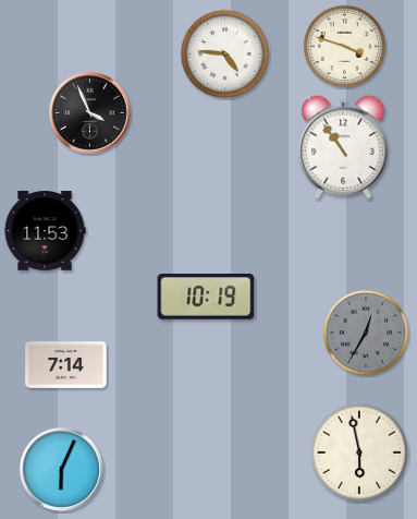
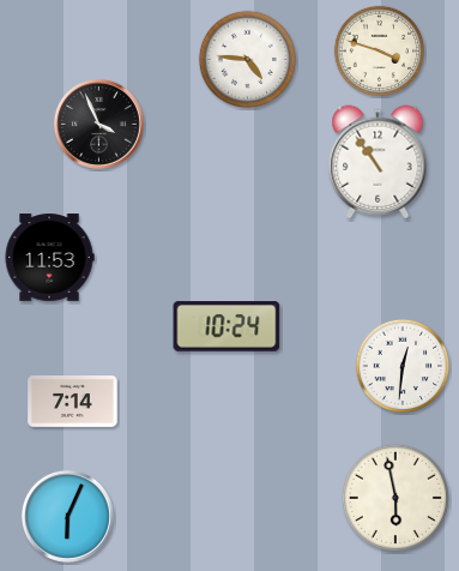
clock at (45, 231) position: (45, 231) -> (49, 258)
clock at (206, 297): 10:19 -> 10:24
clock at (366, 333): 12:35 -> 12:31
clock at (366, 333) dial: grey -> white
